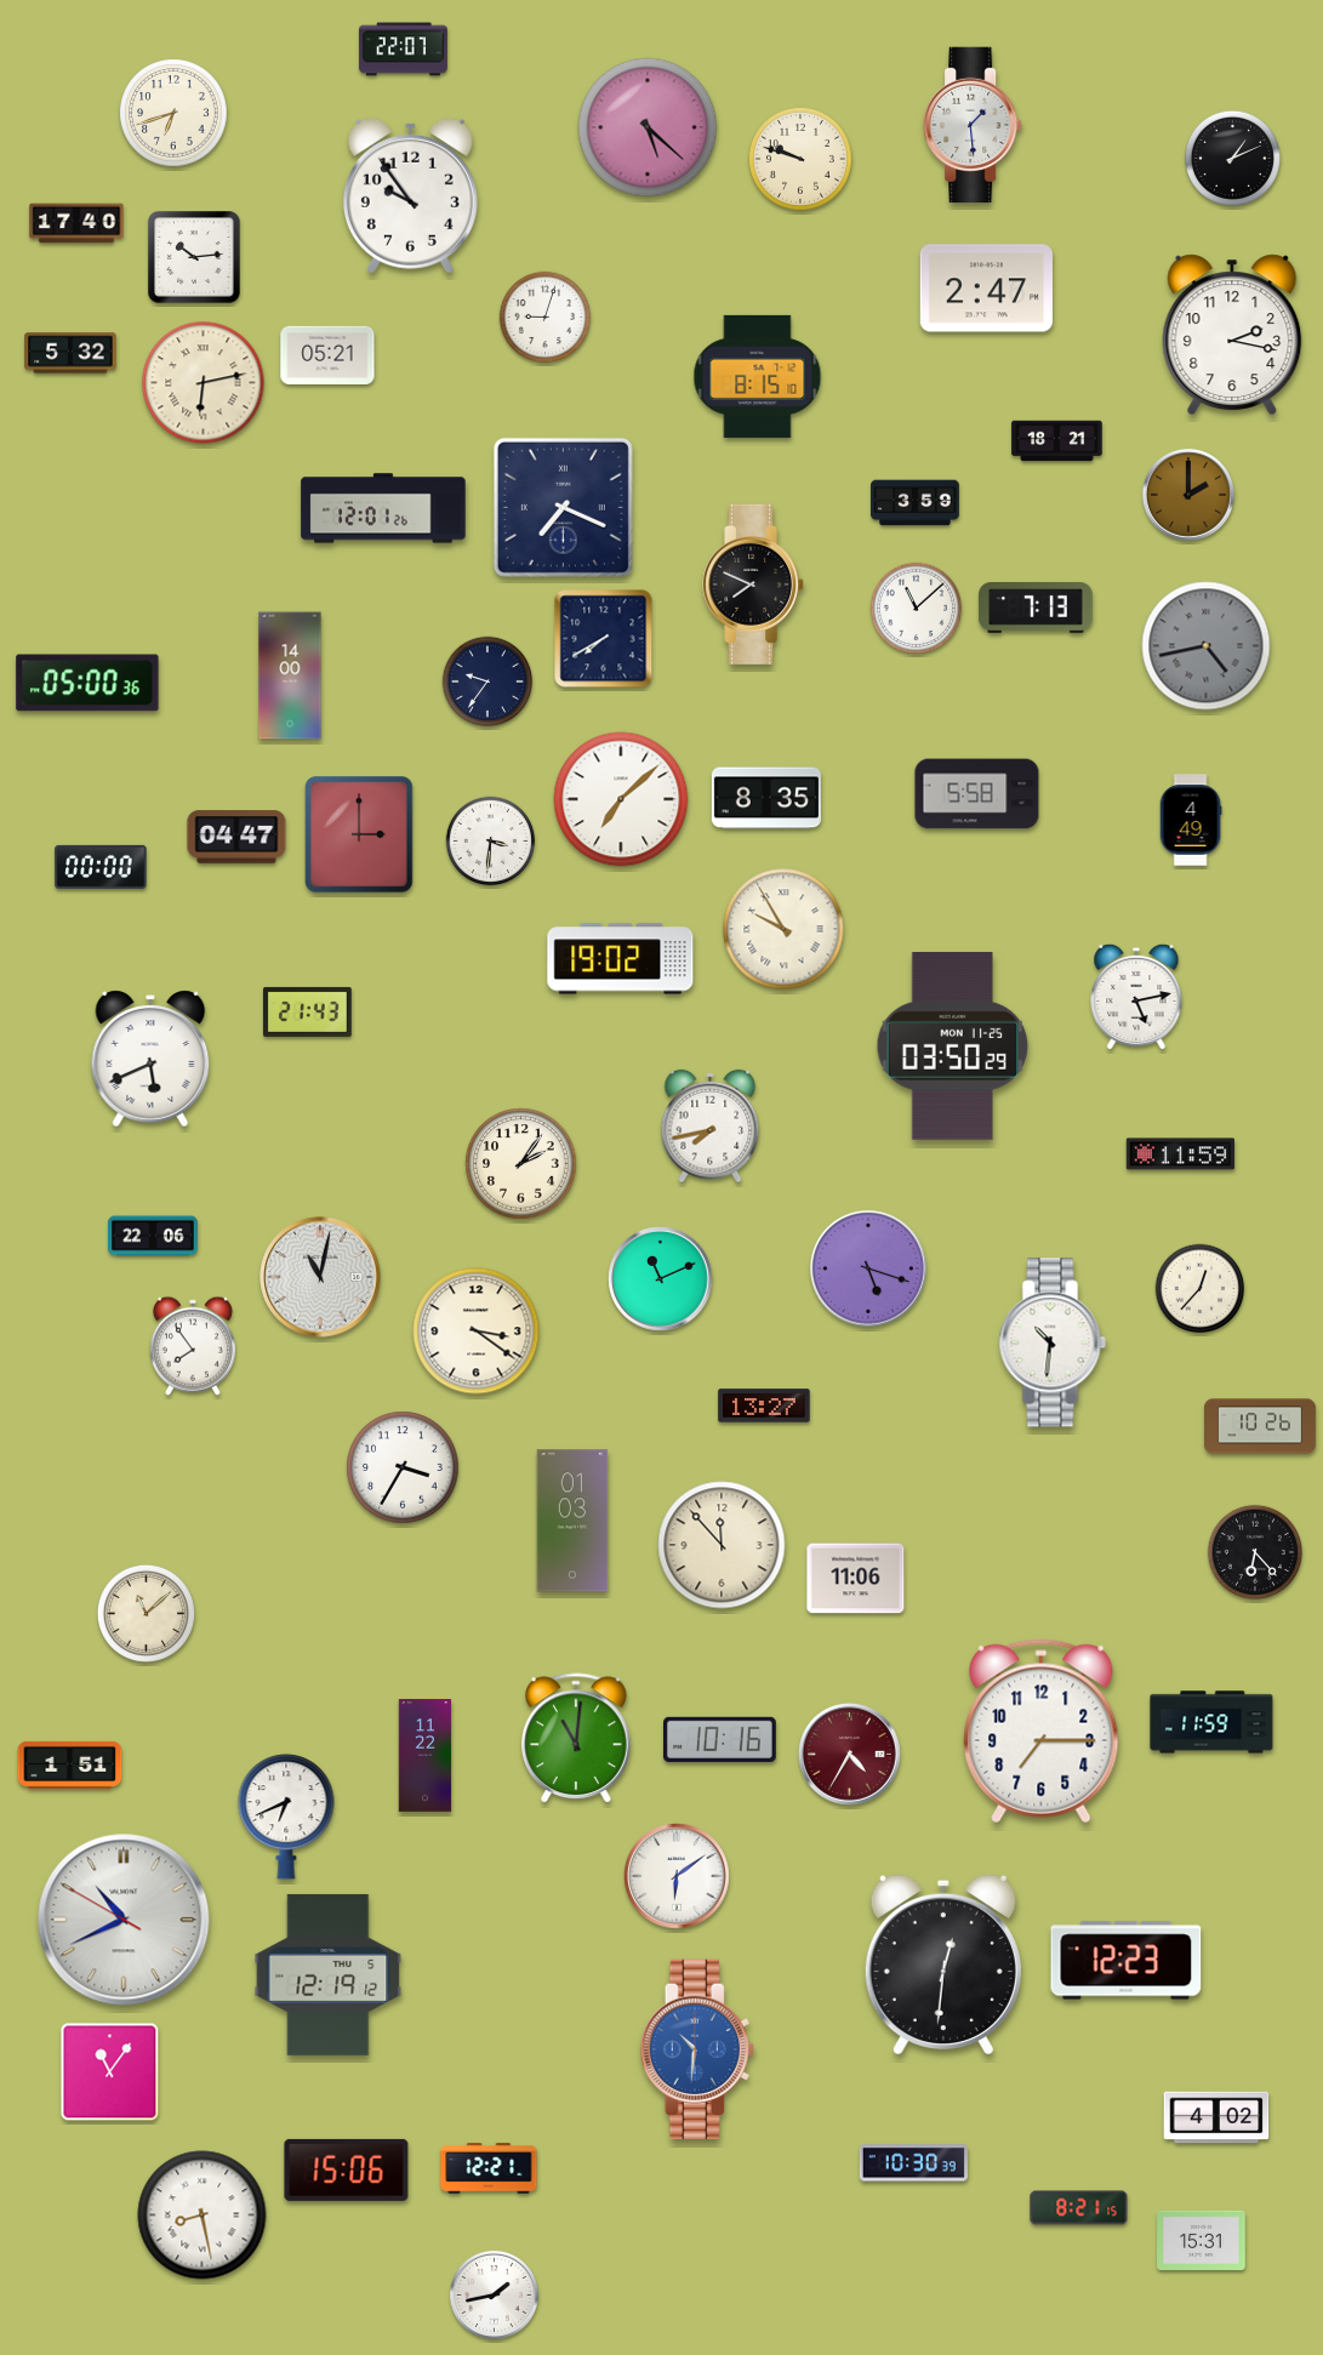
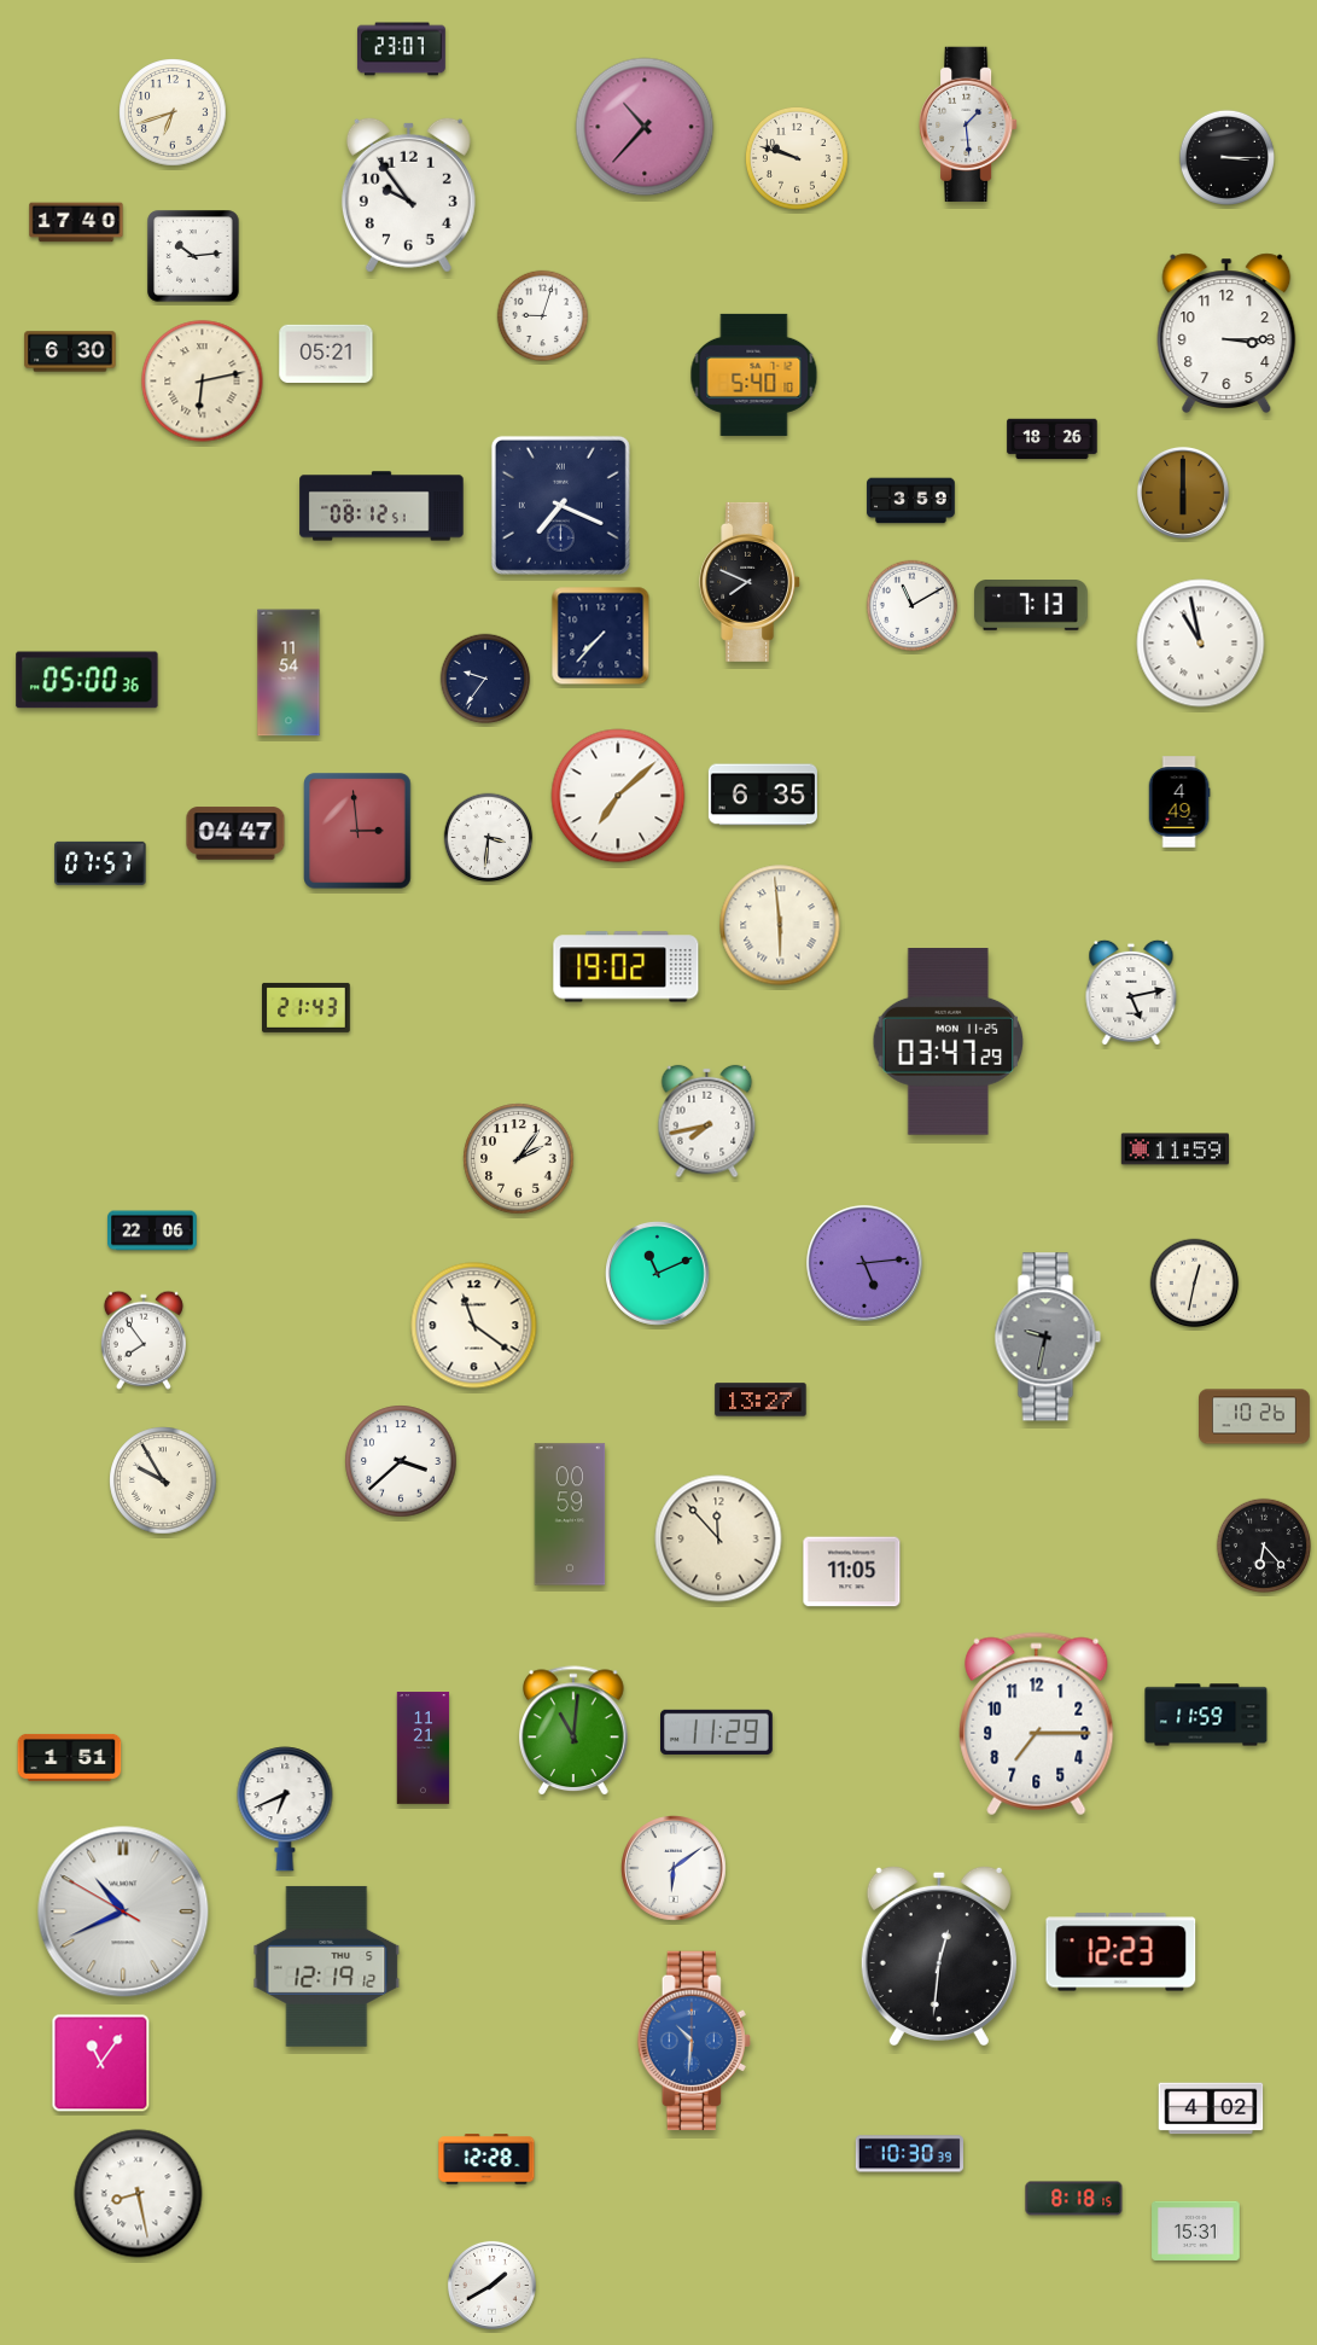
clock at (404, 50): 22:07 -> 23:07
clock at (648, 127): 5:22 -> 10:37
clock at (1232, 158): 1:11 -> 3:15
clock at (986, 289): 2:47 -> none
clock at (1232, 333): 2:17 -> 3:15
clock at (70, 353): 5:32 -> 6:30
clock at (758, 376): 8:15 -> 5:40
clock at (1057, 441): 18:21 -> 18:26
clock at (1188, 495): 2:00 -> 6:00
clock at (383, 508): 12:01 -> 08:12
clock at (917, 609): 11:08 -> 11:10
clock at (604, 639): 7:40 -> 7:37
clock at (1207, 646): 4:43 -> 10:58
clock at (1207, 646) dial: grey -> white
clock at (290, 675): 14:00 -> 11:54
clock at (977, 794): 5:58 -> none
clock at (766, 798): 8:35 -> 6:35
clock at (1191, 820) position: (1191, 820) -> (1179, 802)
clock at (359, 834): 3:00 -> 2:59
clock at (101, 867): 00:00 -> 07:57
clock at (783, 929): 9:55 -> 5:59
clock at (621, 959) position: (621, 959) -> (627, 967)
clock at (953, 1047): 03:50 -> 03:47
clock at (150, 1059): 5:41 -> none
clock at (868, 1268): 5:18 -> 5:14
clock at (320, 1277): 11:02 -> none
clock at (1201, 1289): 12:37 -> 12:32
clock at (477, 1332): 3:21 -> 11:21
clock at (1053, 1342): 10:31 -> 9:32
clock at (1053, 1342) dial: white -> grey
clock at (193, 1346) position: (193, 1346) -> (144, 1340)
clock at (1261, 1426) position: (1261, 1426) -> (1255, 1416)
clock at (403, 1467): 3:35 -> 3:38
clock at (163, 1480): none -> 9:55
clock at (572, 1521): 01:03 -> 00:59
clock at (1254, 1551) position: (1254, 1551) -> (1263, 1544)
clock at (856, 1579): 11:06 -> 11:05
clock at (146, 1613): 11:08 -> none
clock at (720, 1739): 10:16 -> 11:29
clock at (850, 1755): 4:35 -> none
clock at (426, 1756): 11:22 -> 11:21
clock at (110, 2072) position: (110, 2072) -> (101, 2064)
clock at (489, 2168): 12:21 -> 12:28
clock at (347, 2169): 15:06 -> none
clock at (1079, 2208): 8:21 -> 8:18
clock at (203, 2216) position: (203, 2216) -> (139, 2194)
clock at (494, 2294): 1:43 -> 1:40
